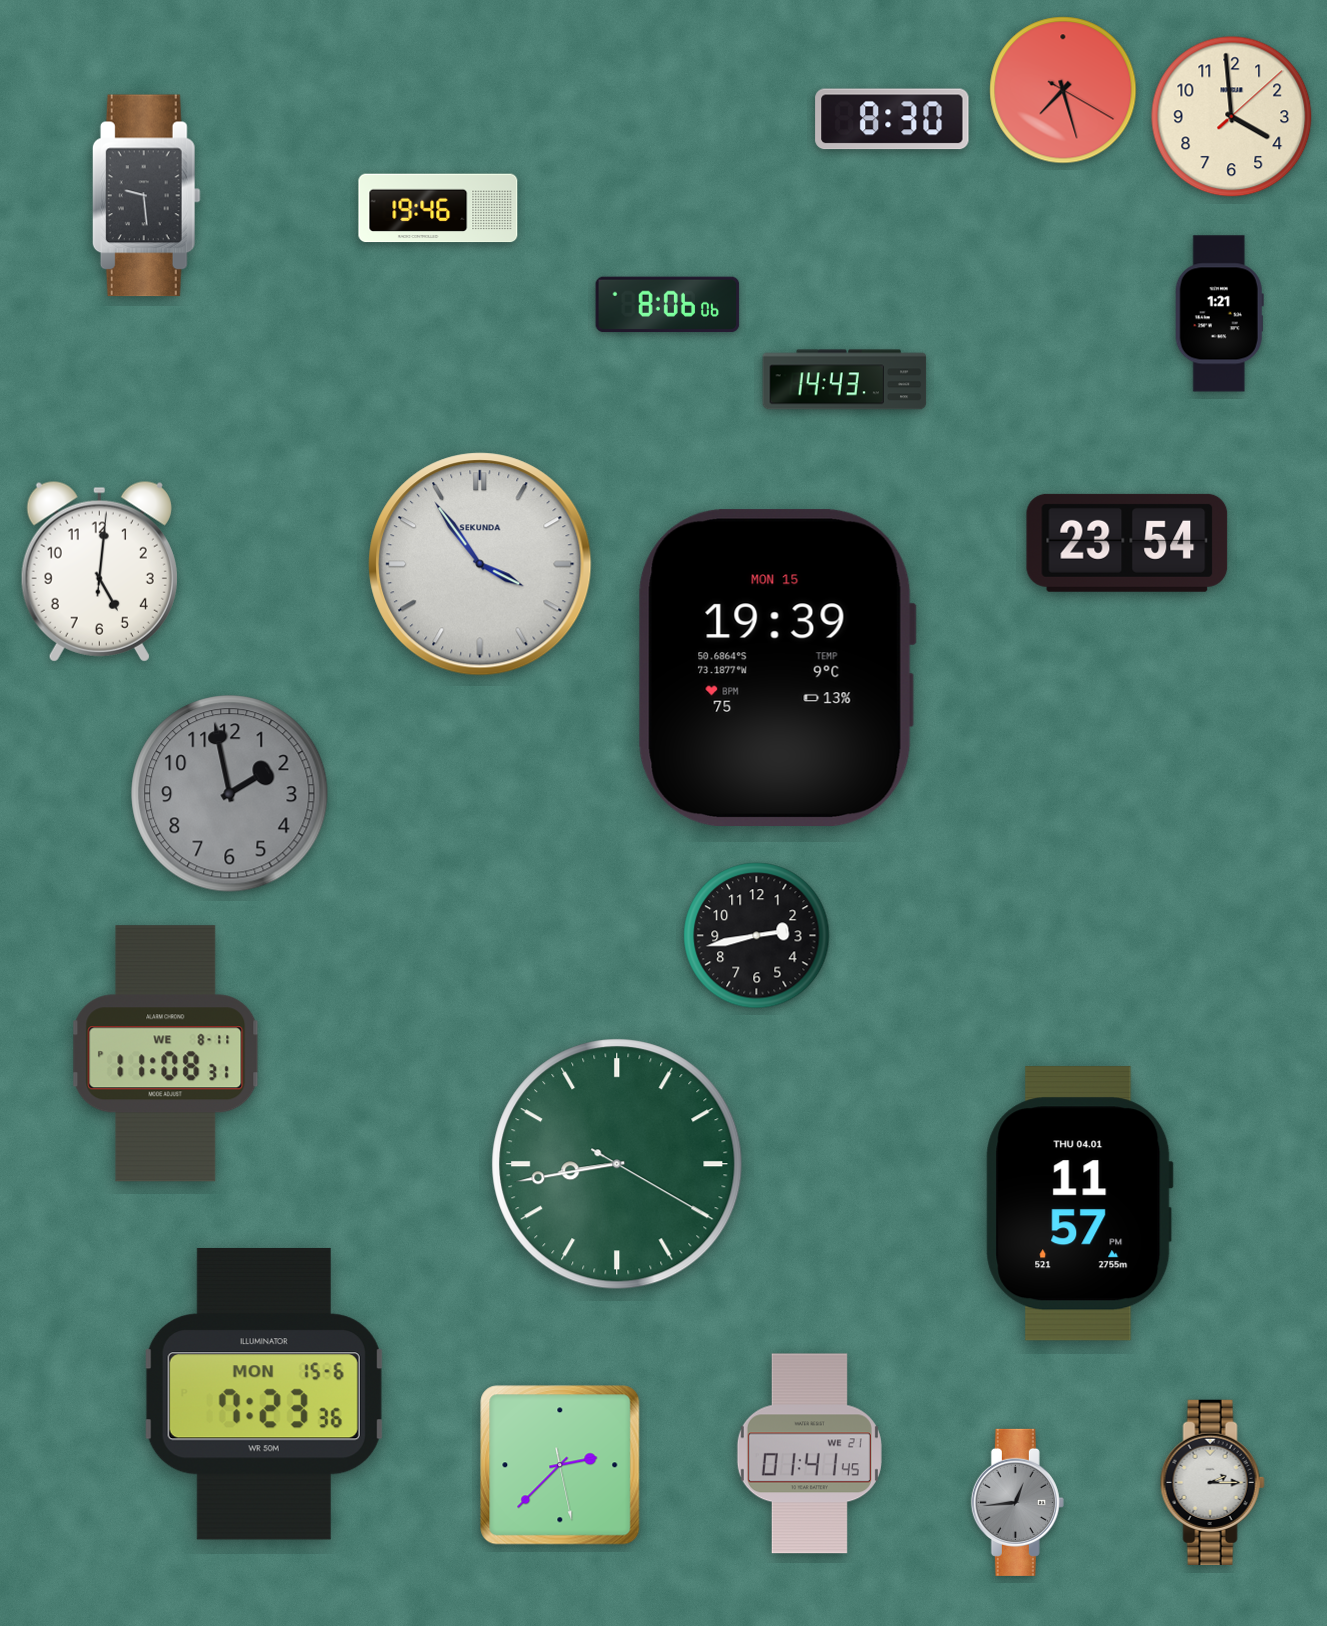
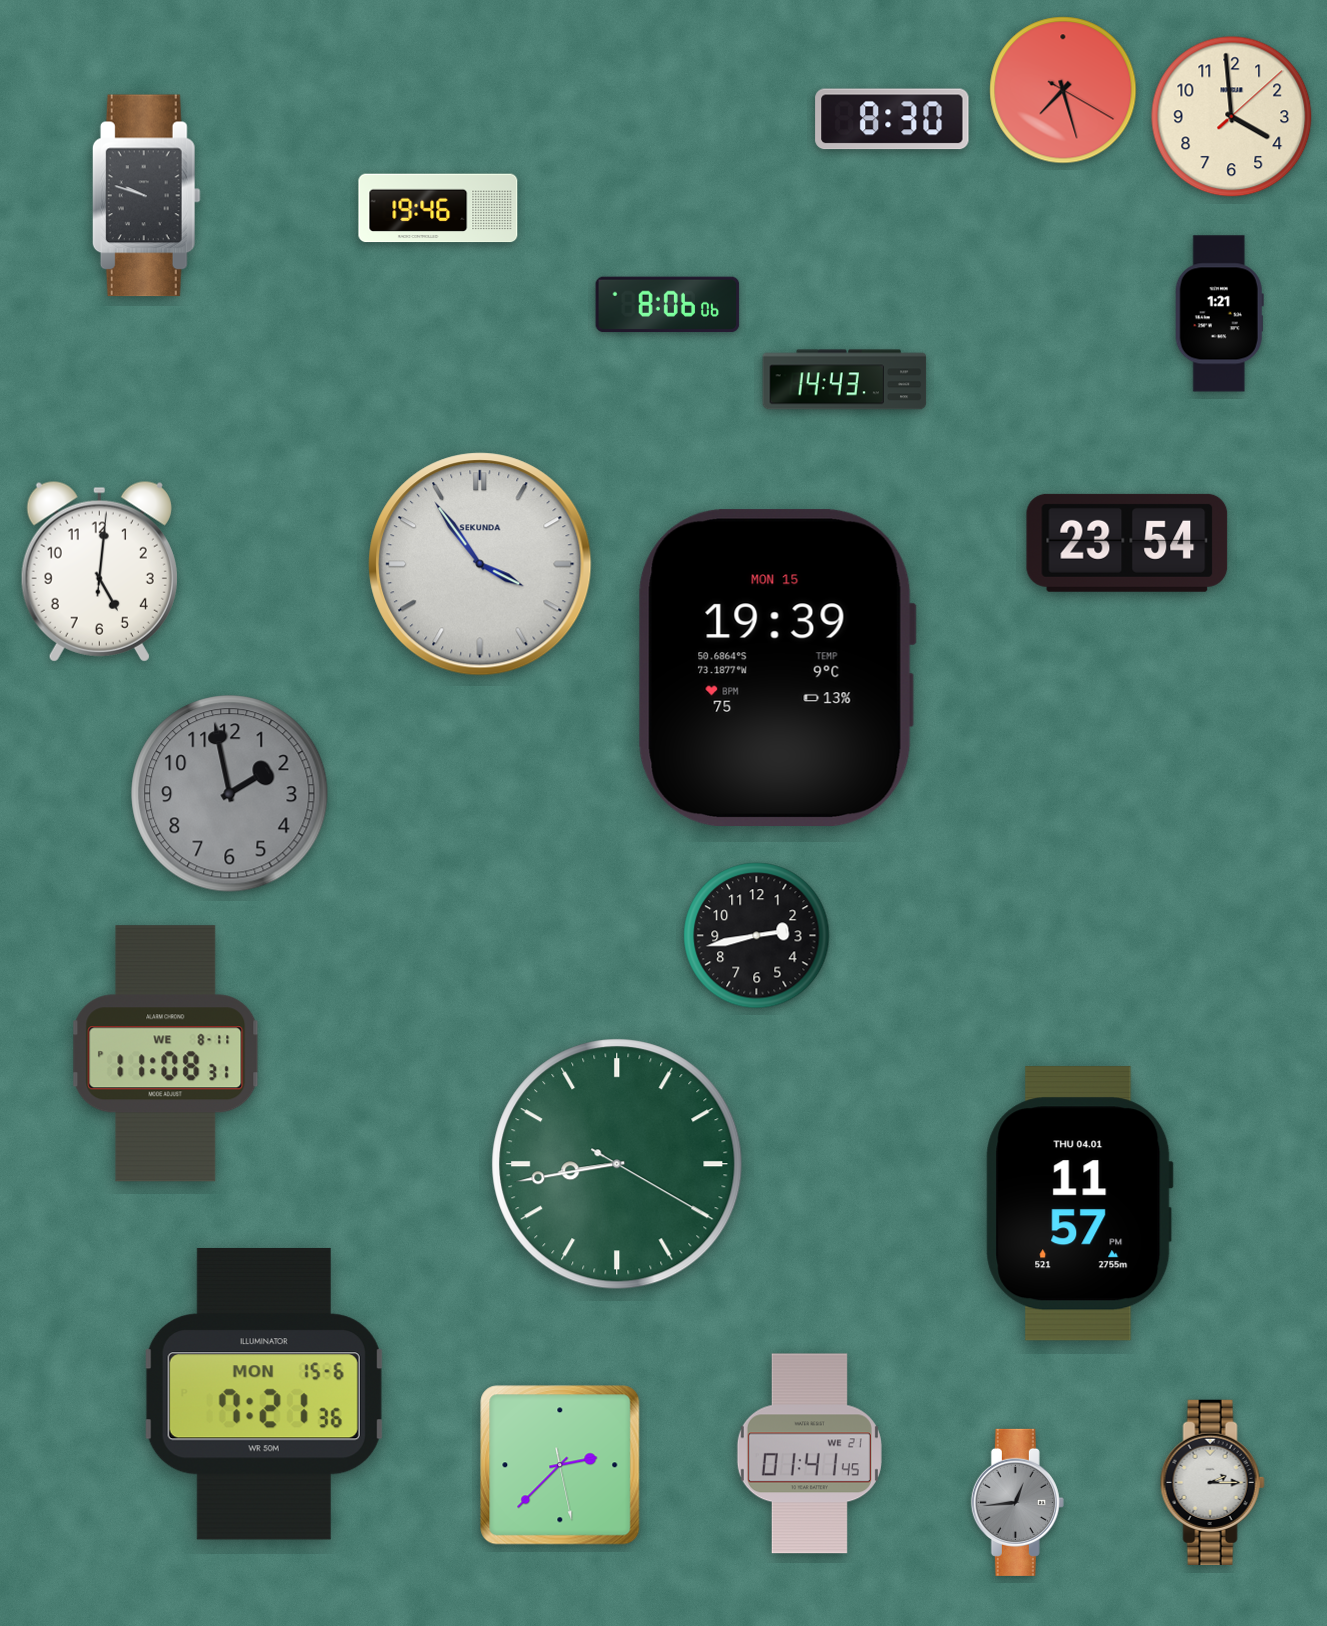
clock at (146, 196): 9:29 -> 9:48
clock at (264, 1394): 7:23 -> 7:21
